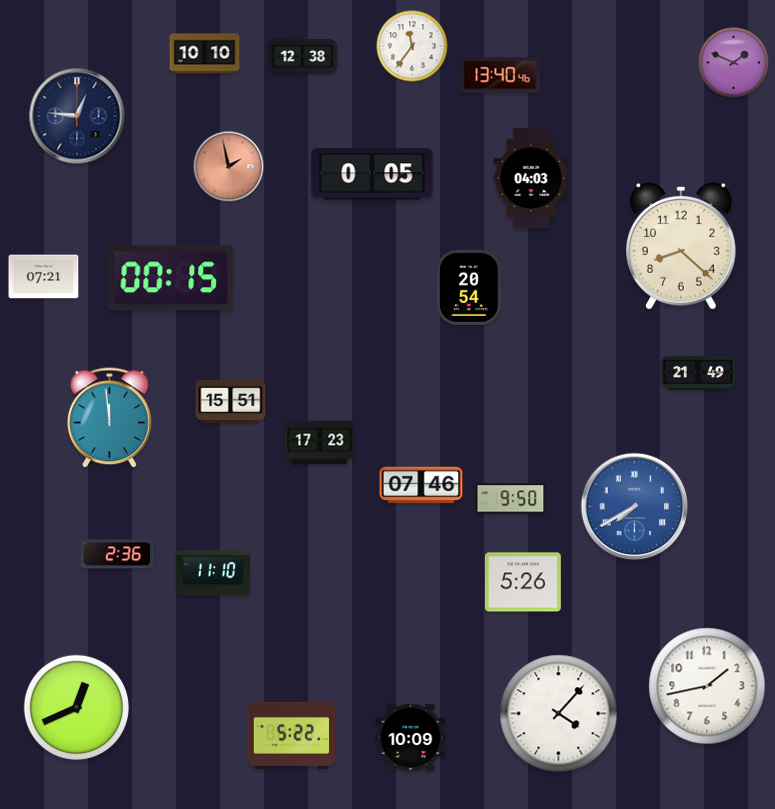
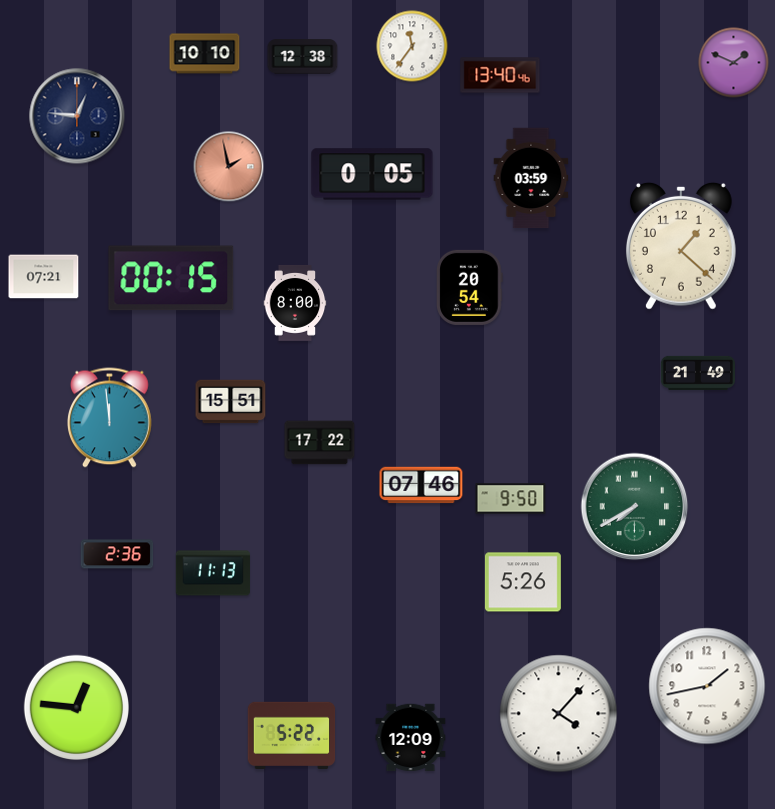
clock at (531, 178): 04:03 -> 03:59
clock at (681, 246): 8:22 -> 1:22
clock at (295, 303): none -> 8:00
clock at (320, 443): 17:23 -> 17:22
clock at (635, 507) dial: blue -> green
clock at (213, 573): 11:10 -> 11:13
clock at (76, 707): 12:41 -> 12:46
clock at (411, 738): 10:09 -> 12:09
